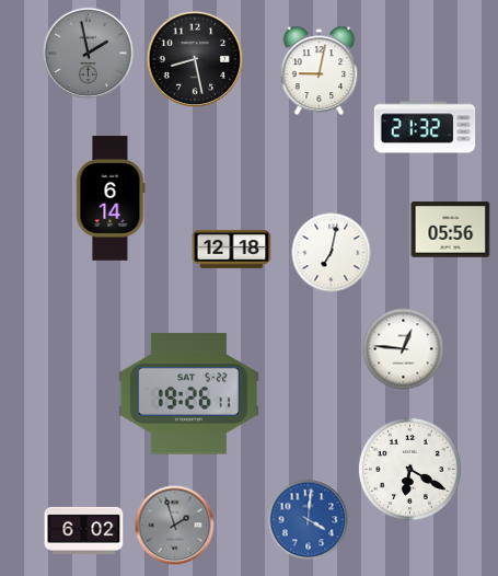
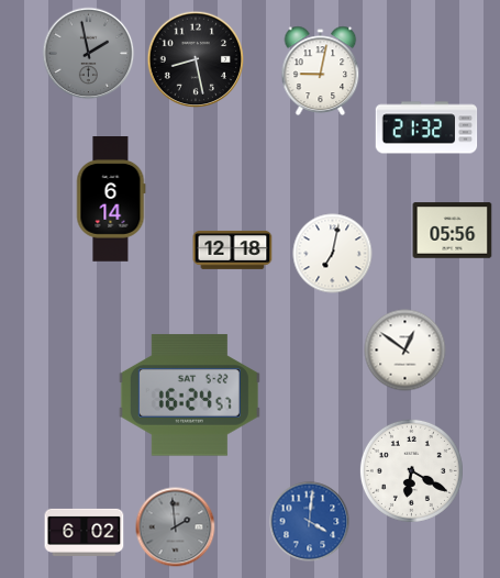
clock at (404, 349): 12:46 -> 12:51
clock at (188, 394): 19:26 -> 16:24
clock at (175, 526): 1:57 -> 1:59
